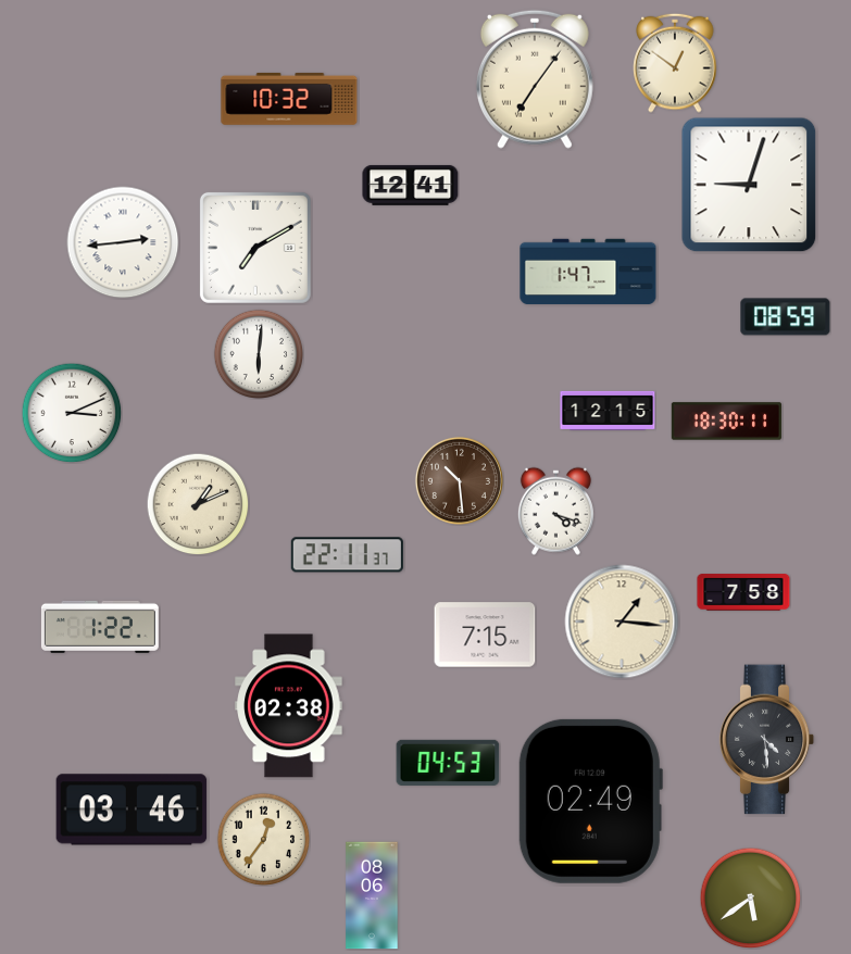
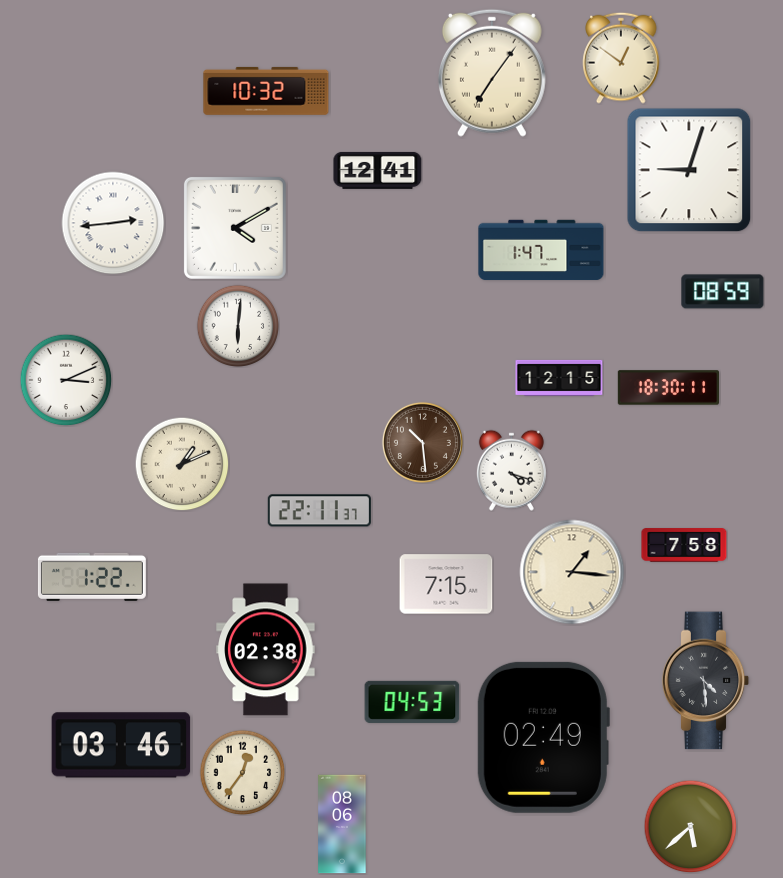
clock at (255, 248): 7:10 -> 4:10
clock at (750, 897): 5:39 -> 5:38
